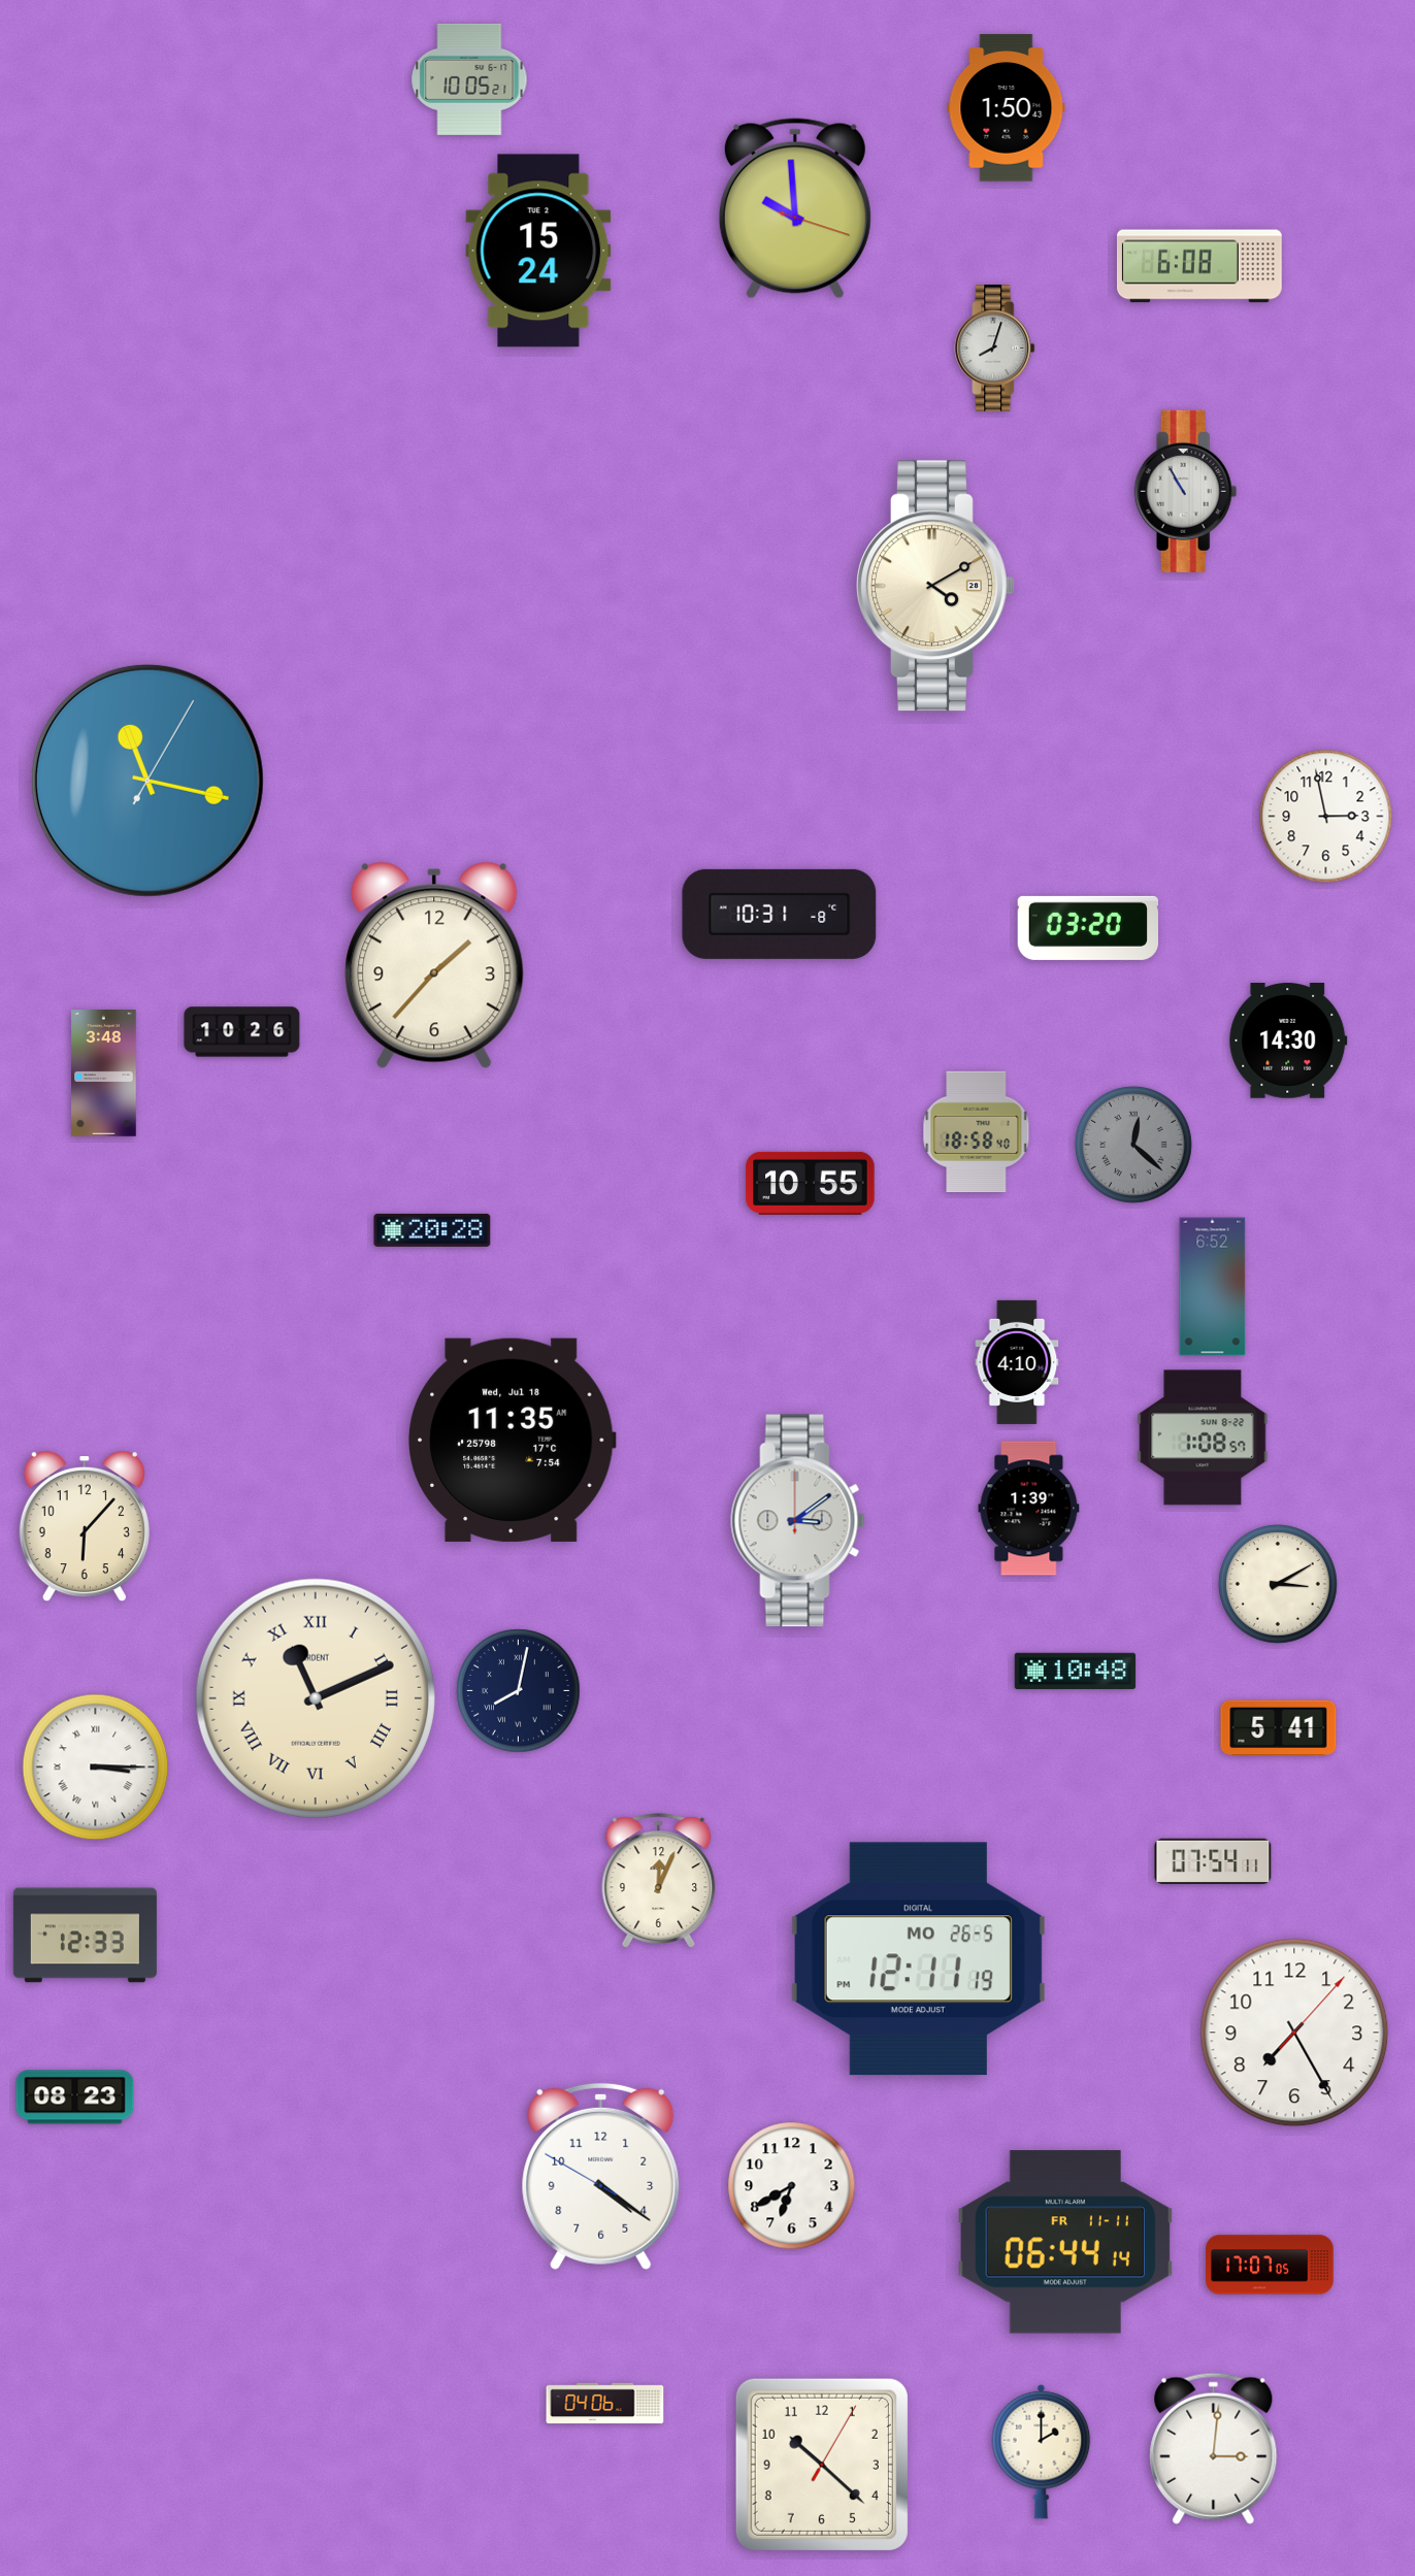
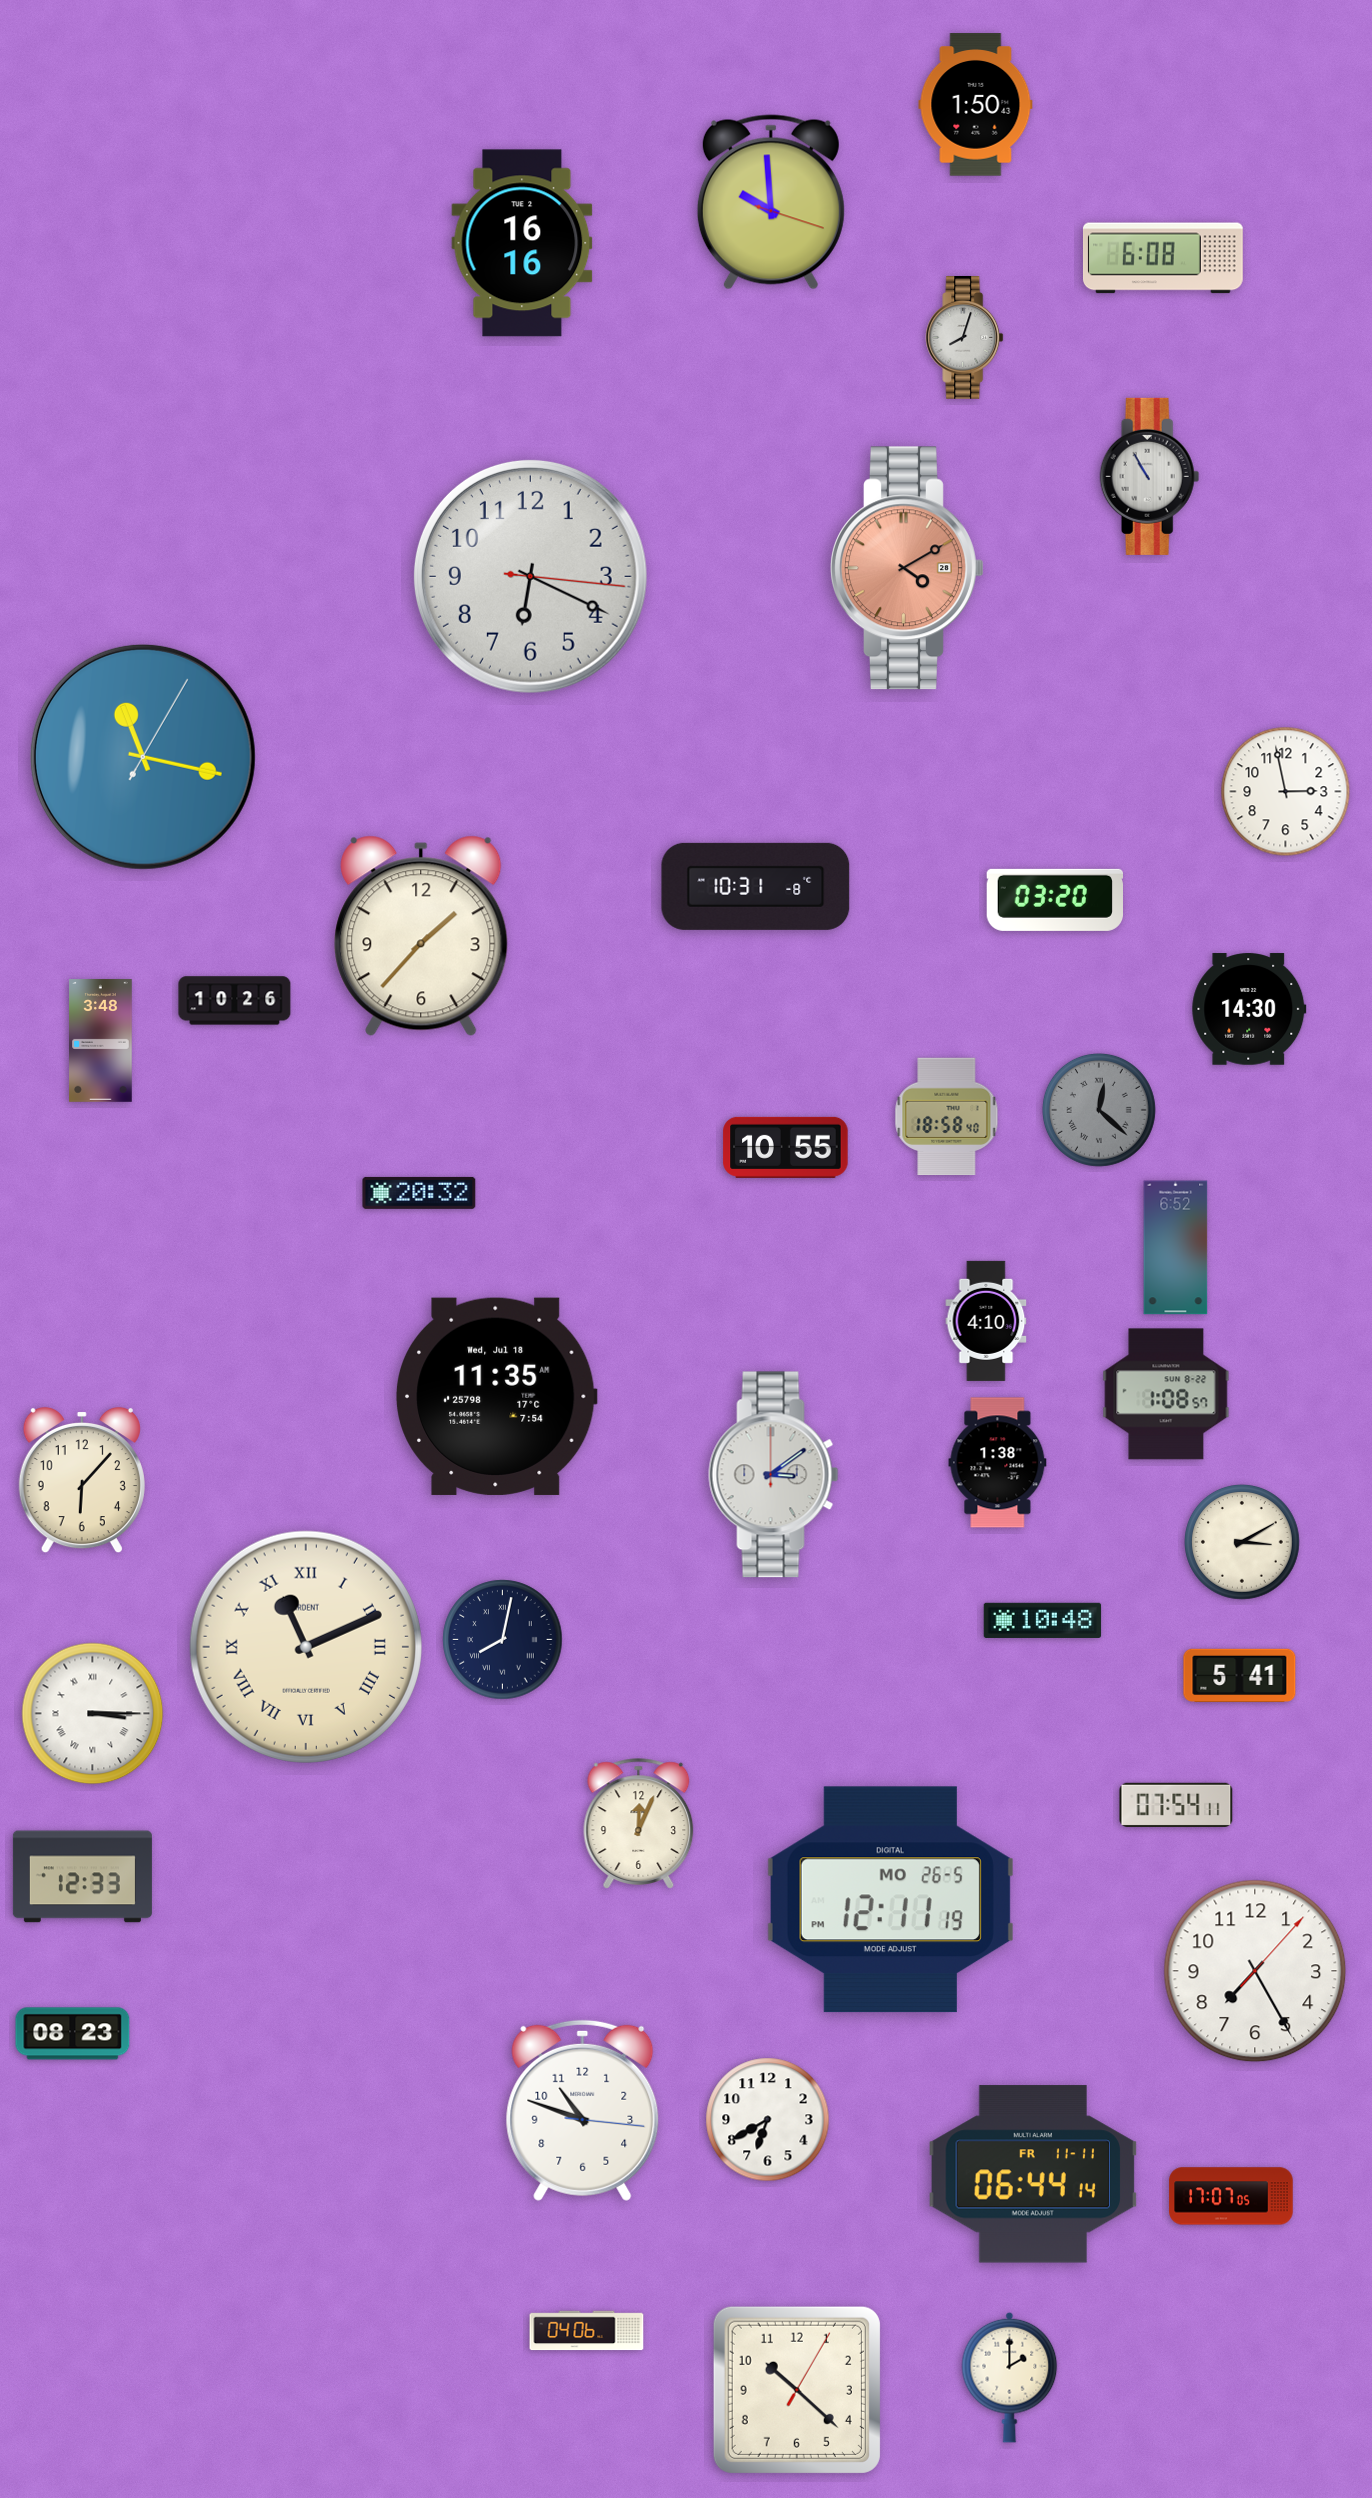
clock at (469, 79): 10:05 -> none
clock at (538, 251): 15:24 -> 16:16
clock at (936, 586) dial: cream -> salmon
clock at (530, 576): none -> 6:19
clock at (977, 1132) position: (977, 1132) -> (947, 1117)
clock at (432, 1230): 20:28 -> 20:32
clock at (1029, 1509): 1:39 -> 1:38
clock at (1279, 1585) position: (1279, 1585) -> (1243, 1543)
clock at (601, 2176): 4:20 -> 10:48
clock at (1214, 2448): 3:01 -> none
